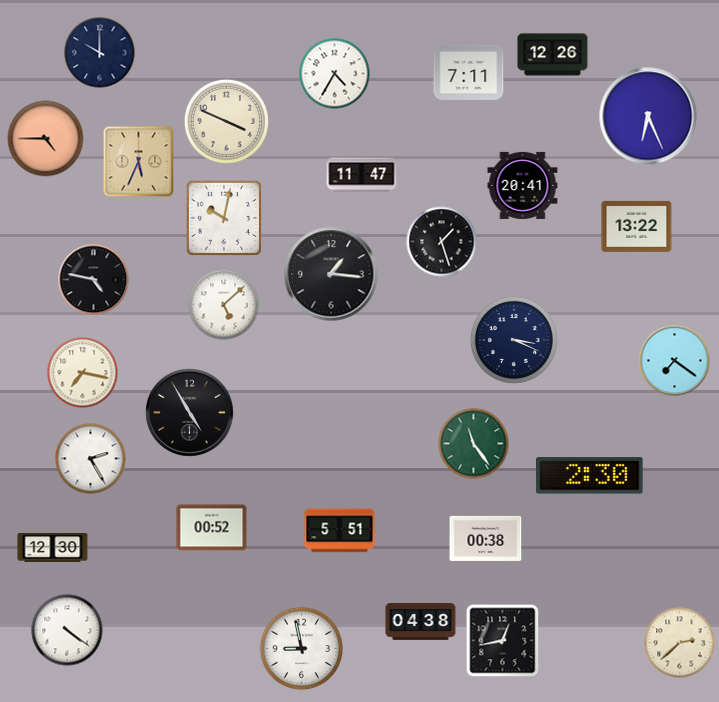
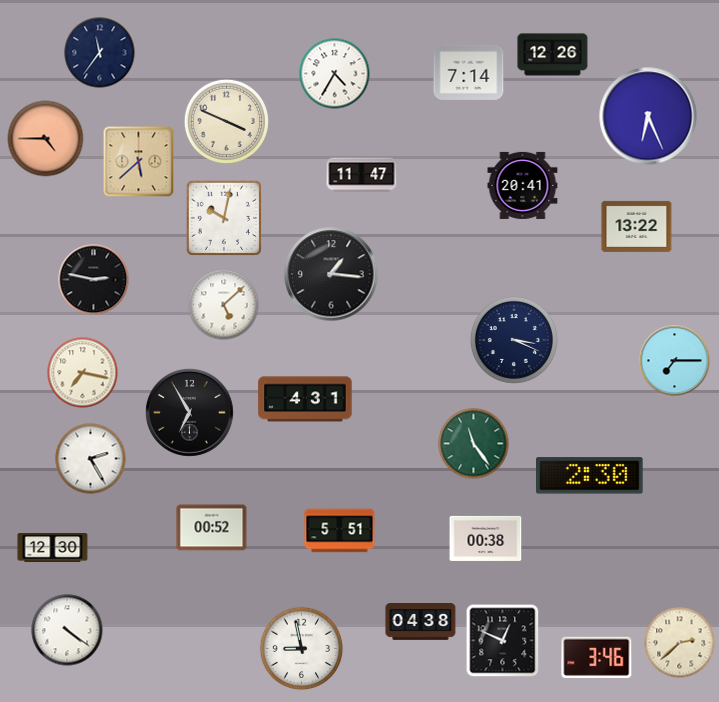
clock at (100, 53): 10:00 -> 11:36
clock at (469, 72): 7:11 -> 7:14
clock at (139, 162): 5:34 -> 5:38
clock at (442, 242): 1:27 -> none
clock at (94, 280): 4:47 -> 2:47
clock at (675, 361): 7:21 -> 7:15
clock at (305, 399): none -> 4:31
clock at (190, 413): 4:55 -> 6:55
clock at (503, 641): 12:43 -> 12:49
clock at (597, 657): none -> 3:46
